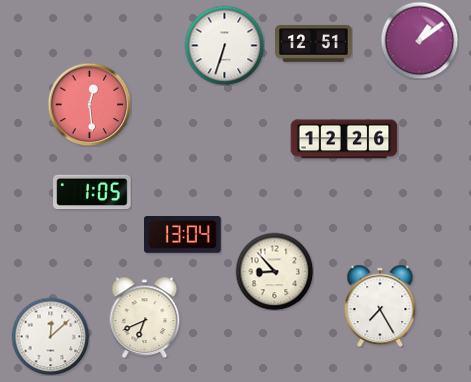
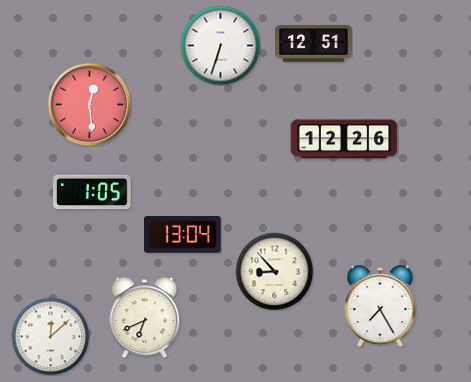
clock at (419, 40): 1:09 -> none
clock at (224, 45) position: (224, 45) -> (220, 45)
